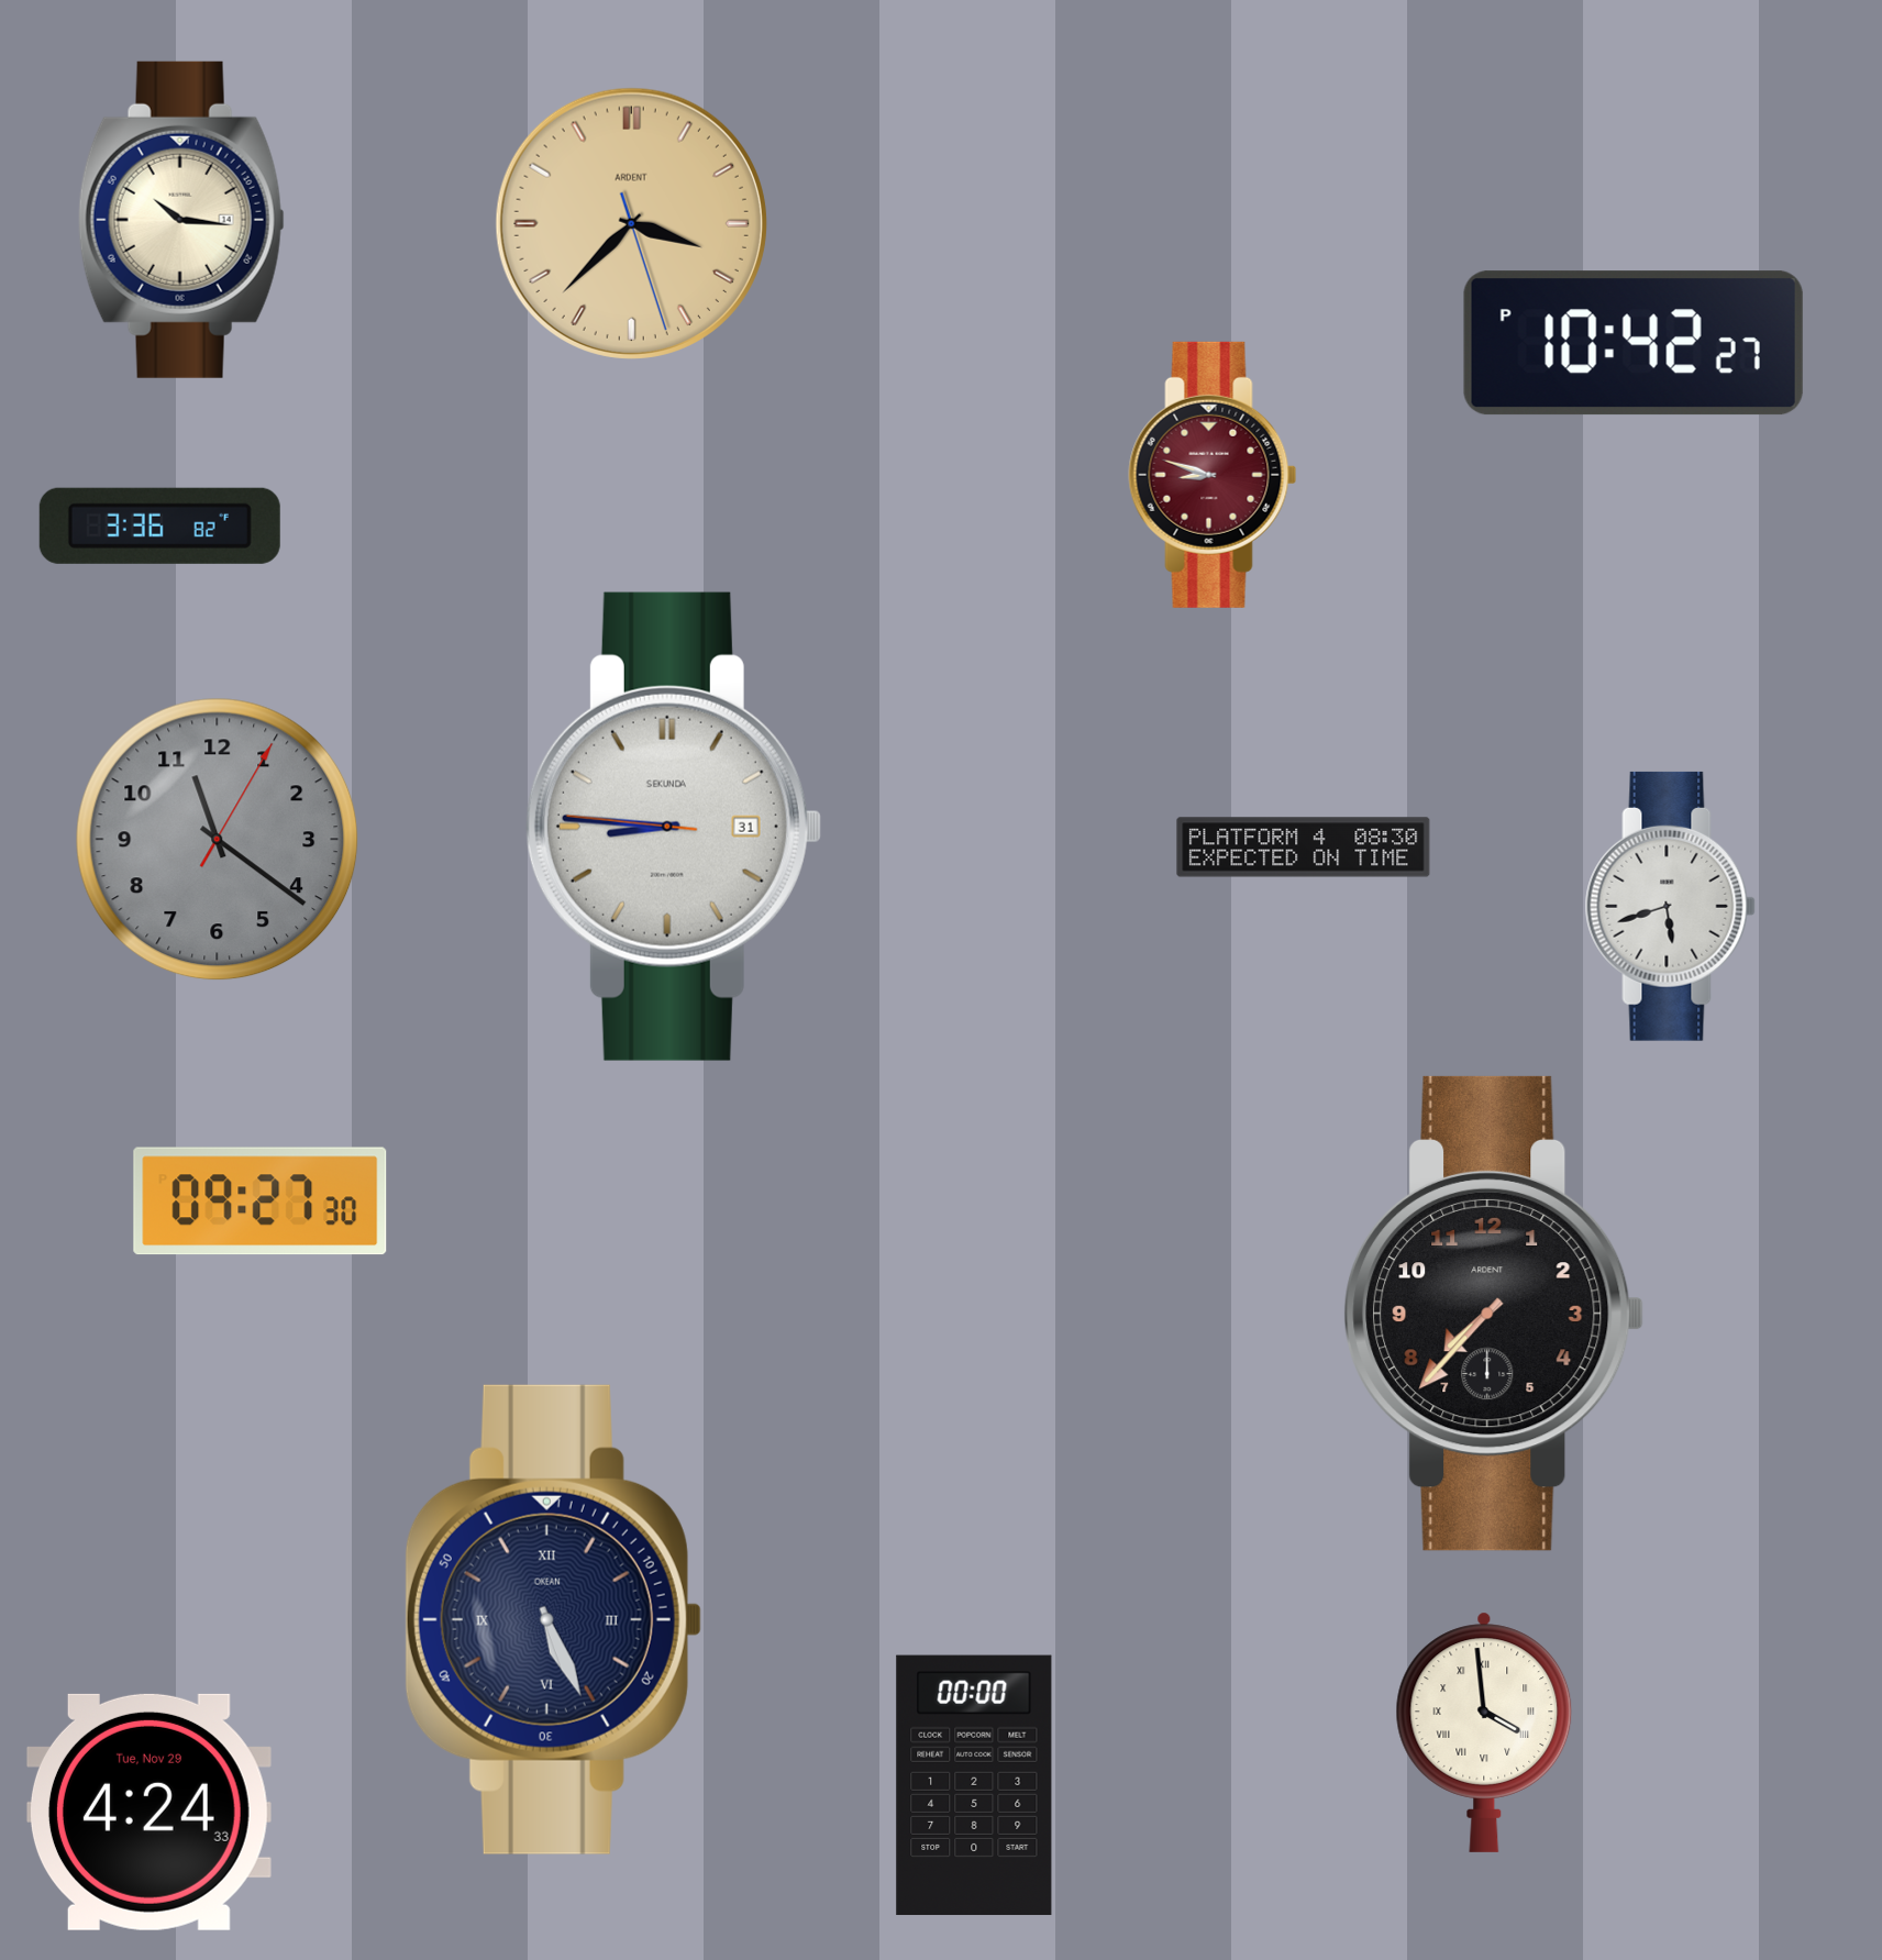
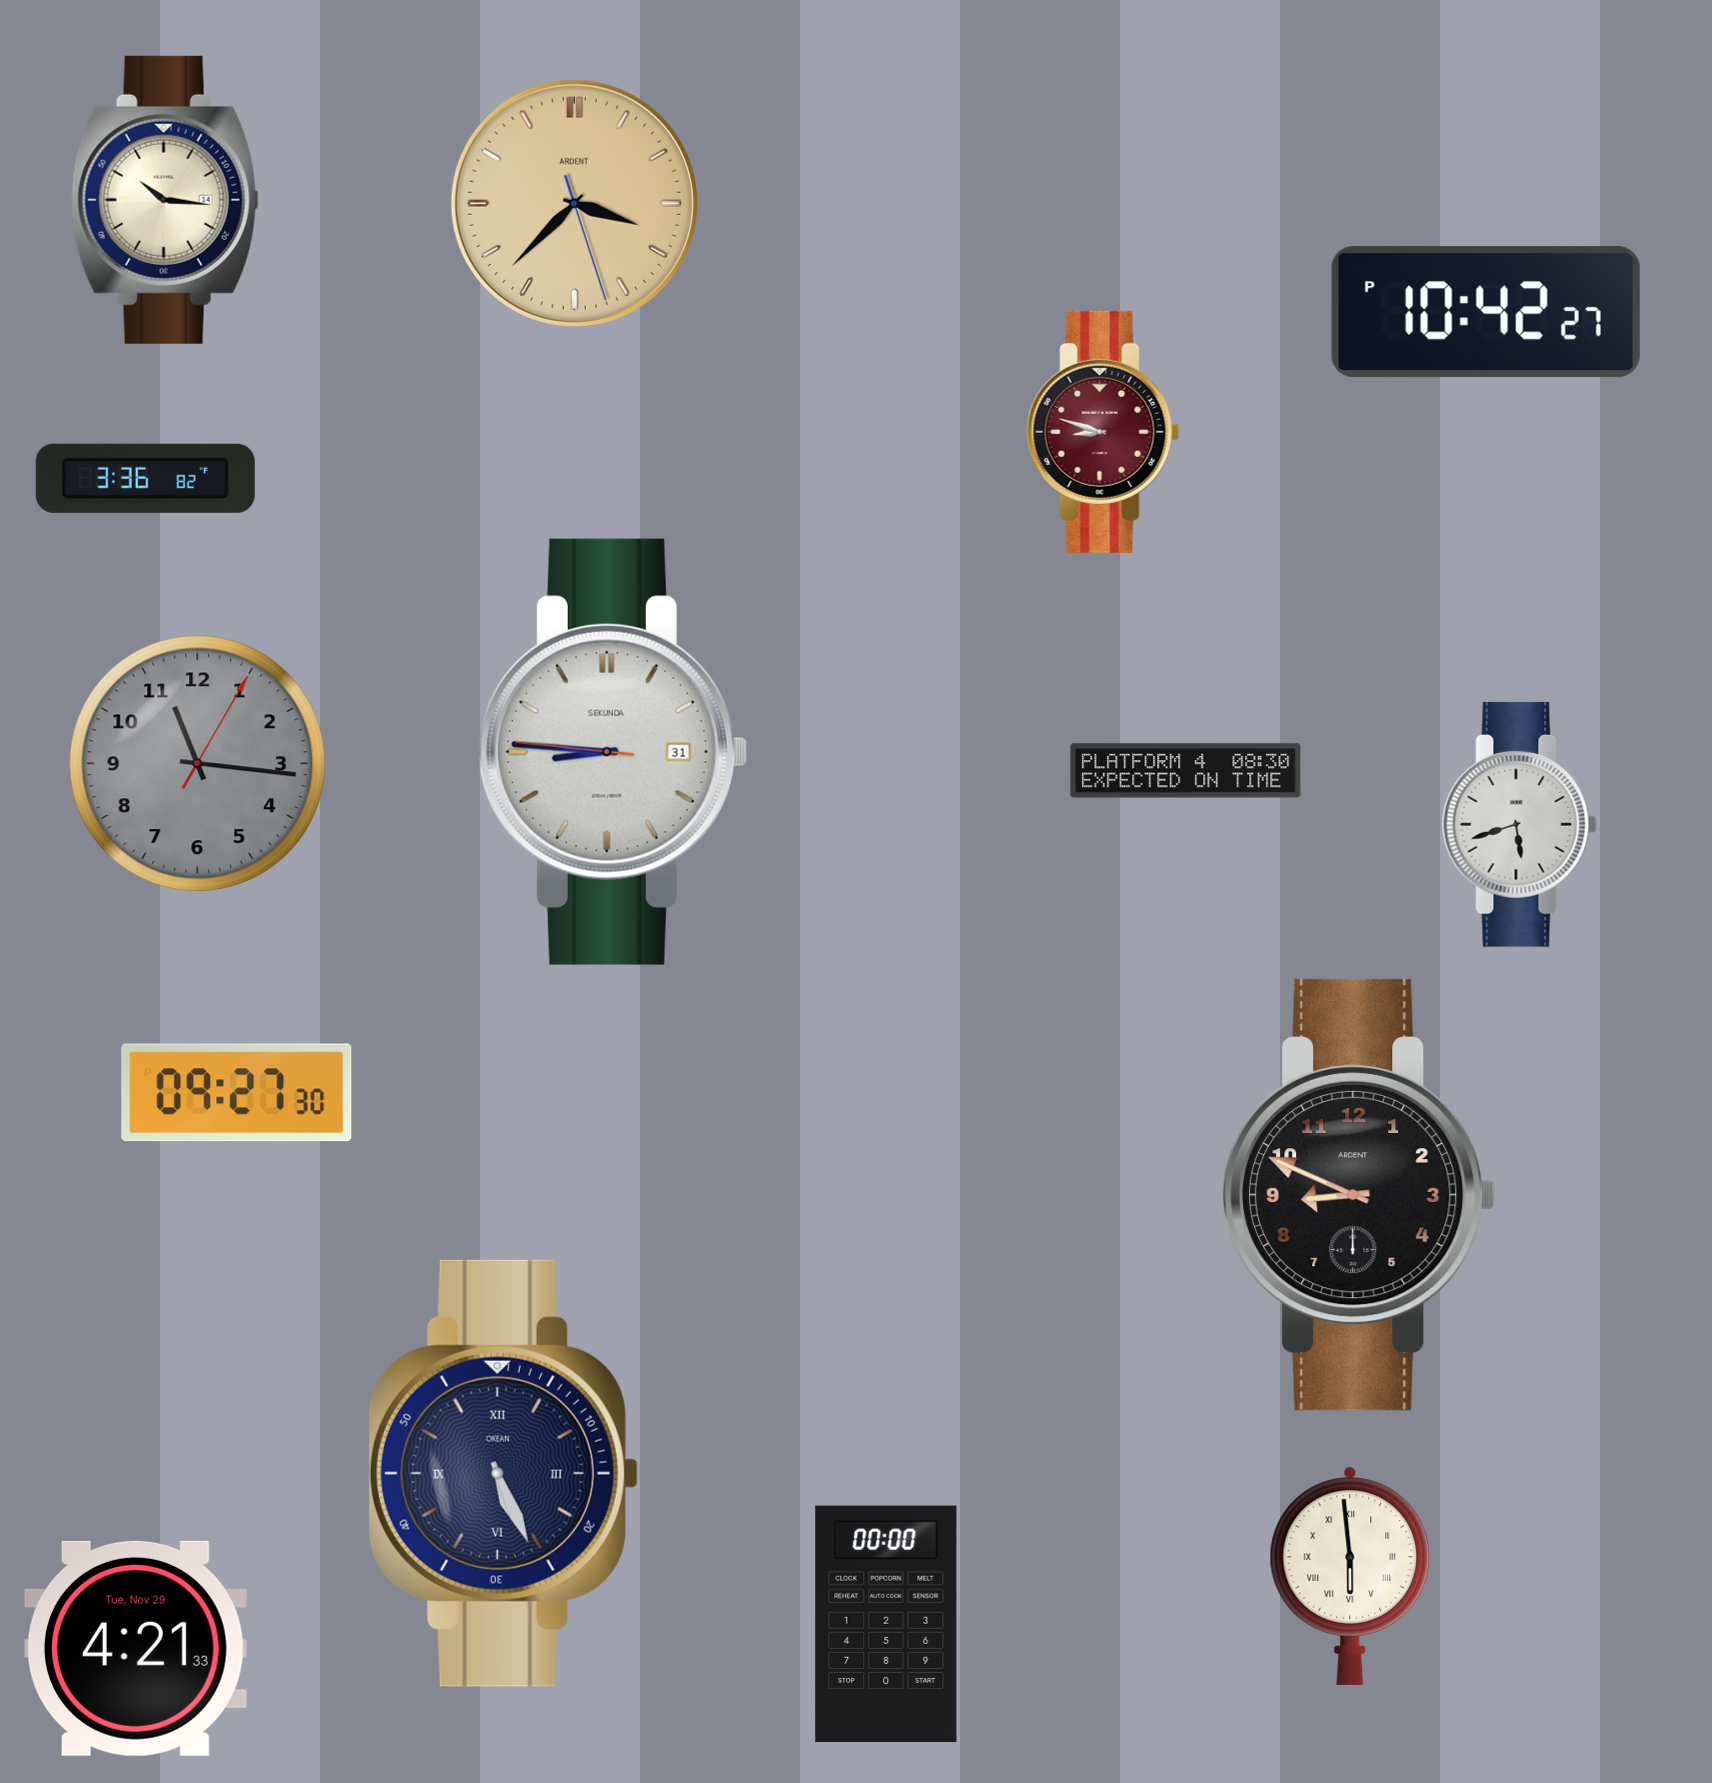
clock at (218, 840): 11:21 -> 11:16
clock at (1494, 1314): 7:37 -> 8:49
clock at (1484, 1732): 3:59 -> 5:59
clock at (148, 1812): 4:24 -> 4:21
